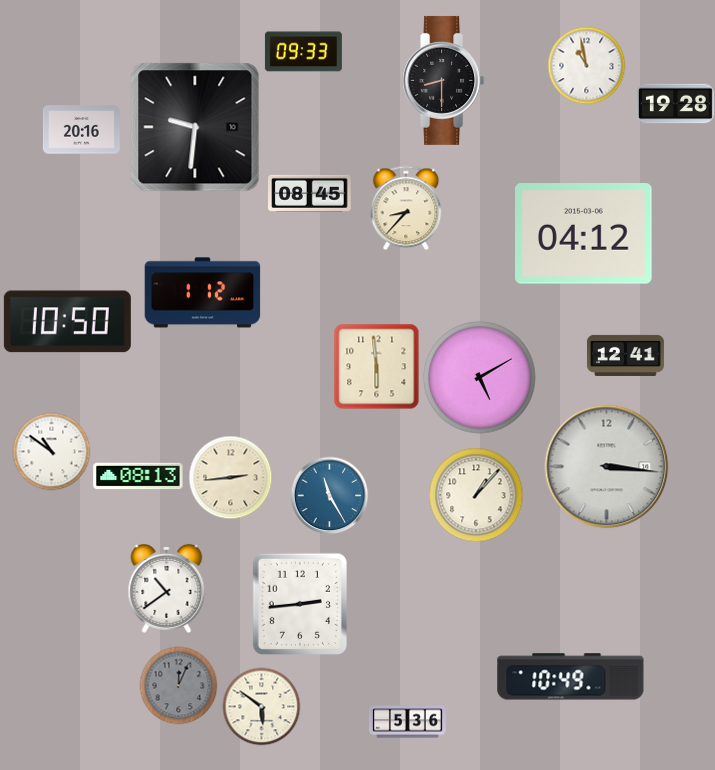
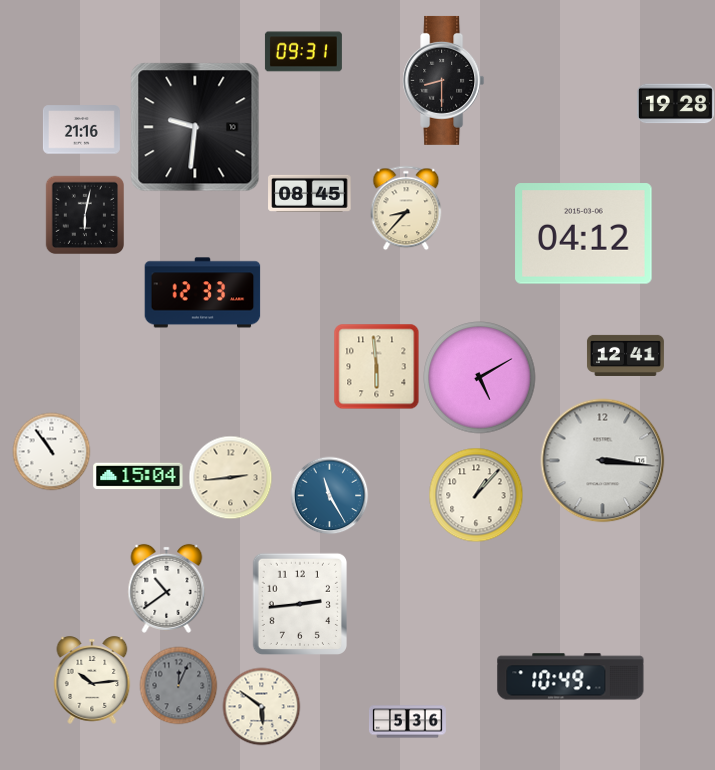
clock at (303, 52): 09:33 -> 09:31
clock at (586, 65): 10:58 -> none
clock at (81, 130): 20:16 -> 21:16
clock at (84, 214): none -> 6:02
clock at (203, 293): 1:12 -> 12:33
clock at (67, 322): 10:50 -> none
clock at (51, 451): 10:51 -> 10:54
clock at (607, 467) position: (607, 467) -> (603, 461)
clock at (138, 476): 08:13 -> 15:04
clock at (92, 680): none -> 10:14
